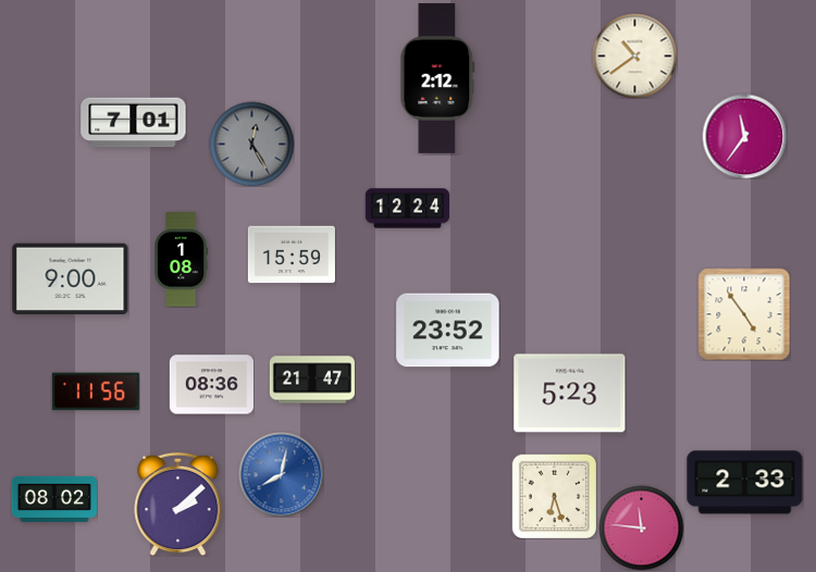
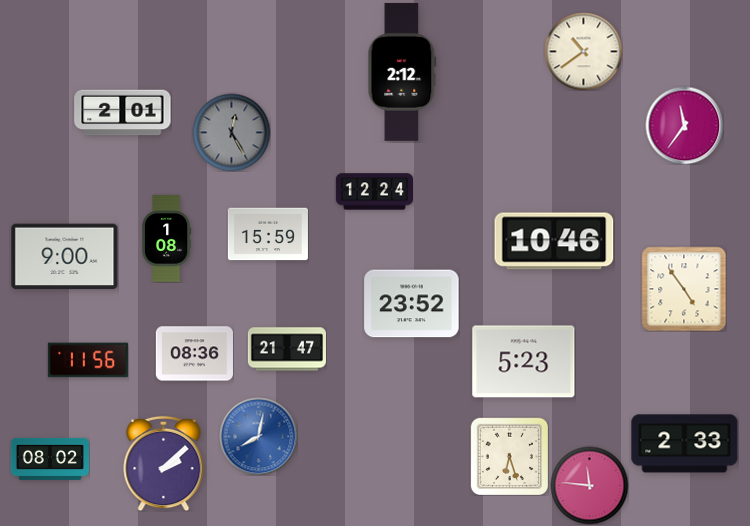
clock at (134, 123): 7:01 -> 2:01
clock at (554, 241): none -> 10:46
